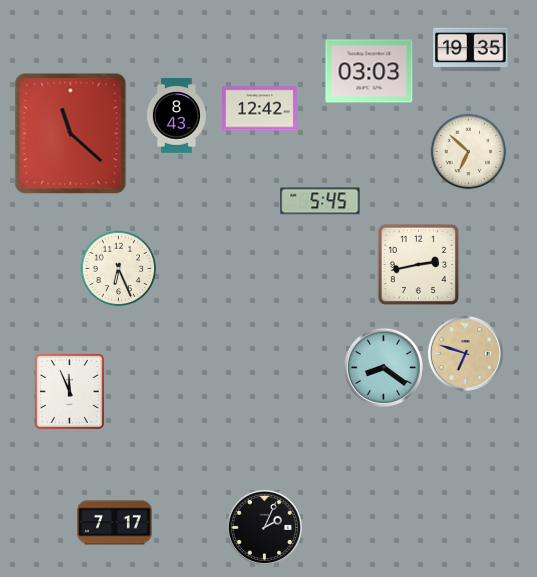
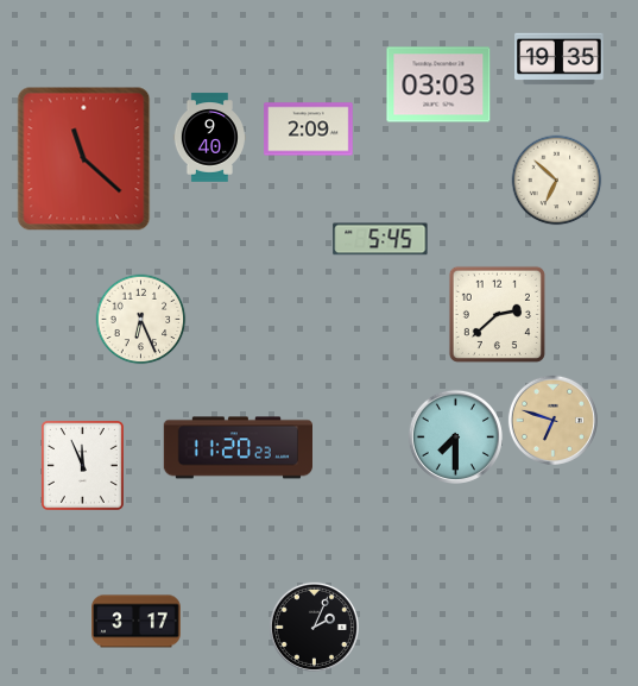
clock at (260, 109): 12:42 -> 2:09
clock at (176, 116): 8:43 -> 9:40
clock at (418, 264): 2:43 -> 2:38
clock at (383, 367): 8:21 -> 7:30
clock at (238, 448): none -> 11:20
clock at (115, 523): 7:17 -> 3:17
